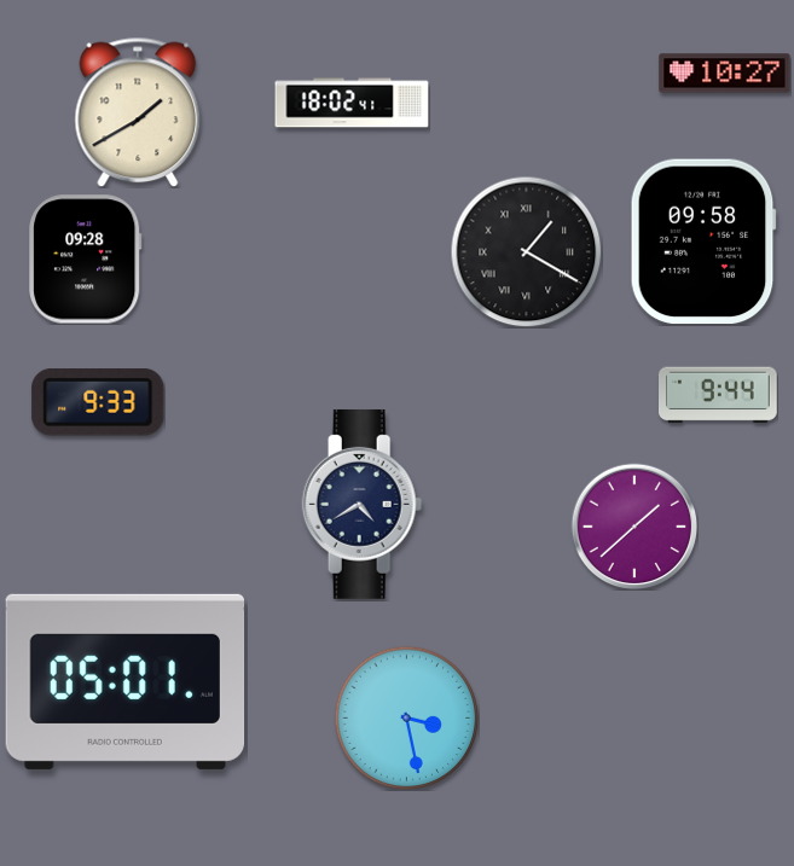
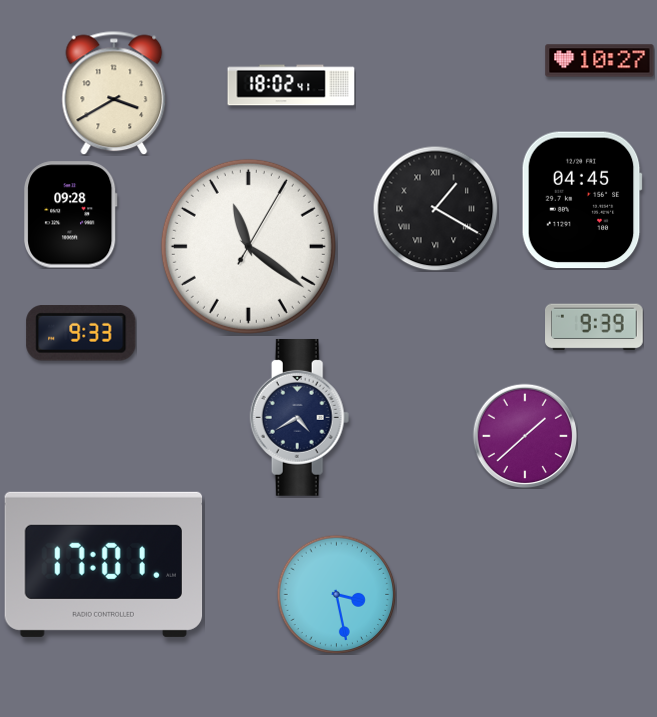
clock at (138, 112): 1:40 -> 3:40
clock at (703, 242): 09:58 -> 04:45
clock at (248, 246): none -> 11:21
clock at (719, 395): 9:44 -> 9:39
clock at (126, 681): 05:01 -> 17:01
